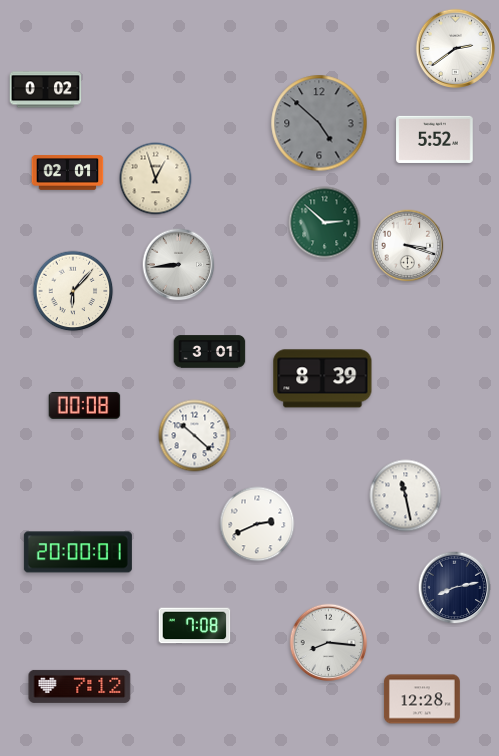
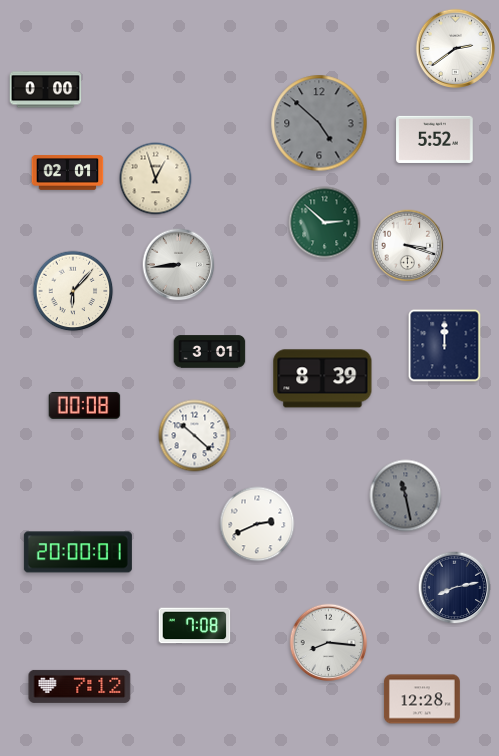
clock at (46, 90): 0:02 -> 0:00
clock at (445, 346): none -> 12:00
clock at (406, 496) dial: white -> grey
